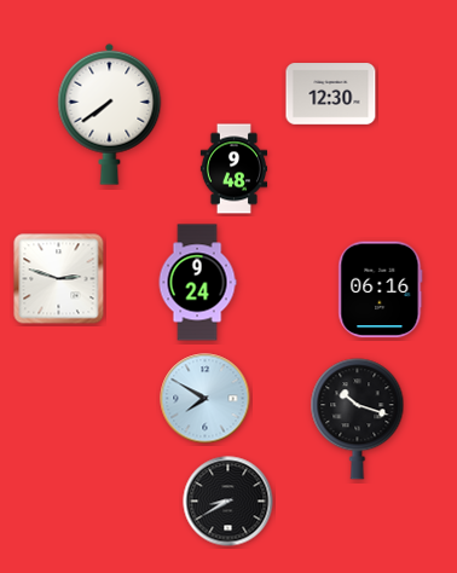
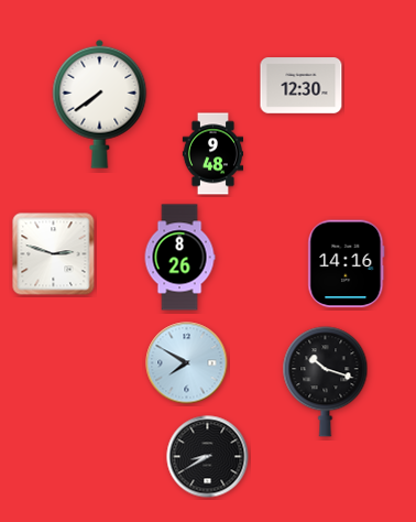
clock at (197, 283): 9:24 -> 8:26
clock at (381, 290): 06:16 -> 14:16
